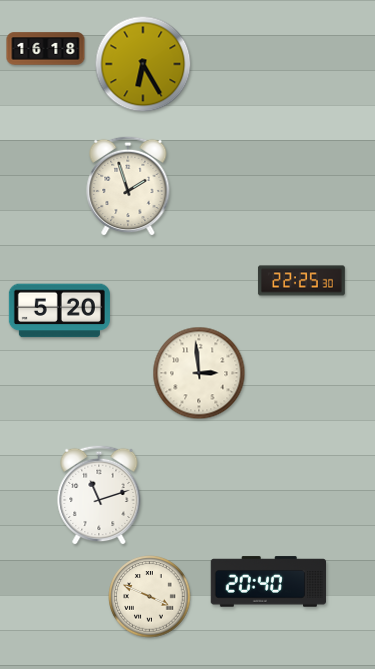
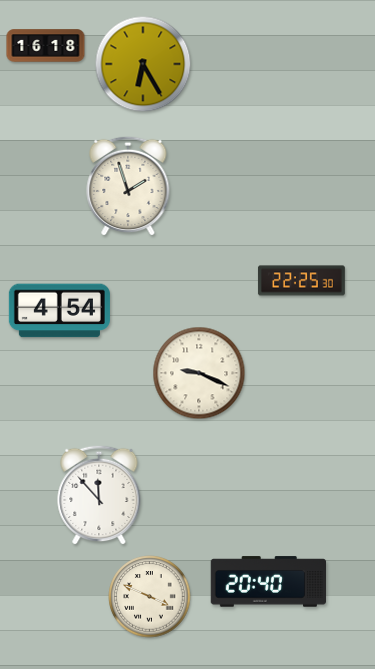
clock at (46, 49) position: (46, 49) -> (46, 46)
clock at (59, 311): 5:20 -> 4:54
clock at (199, 373): 2:59 -> 9:19
clock at (99, 495): 11:12 -> 11:53
